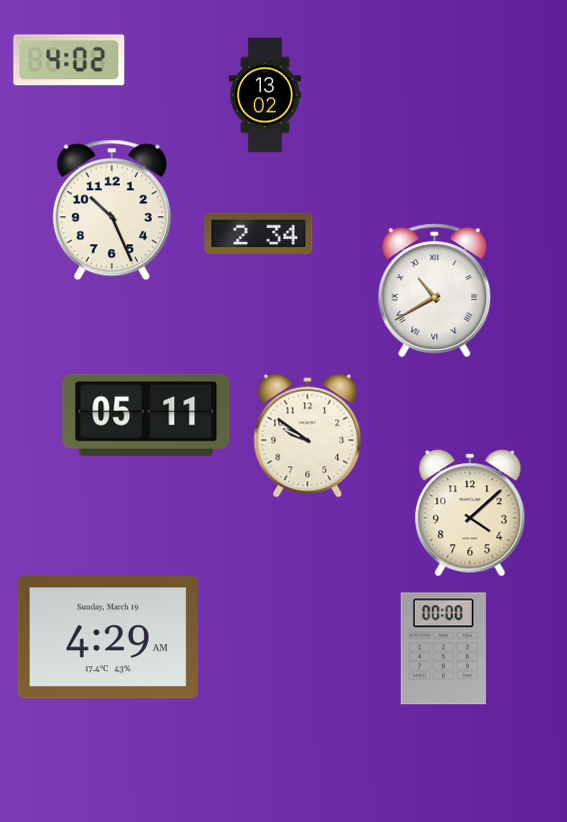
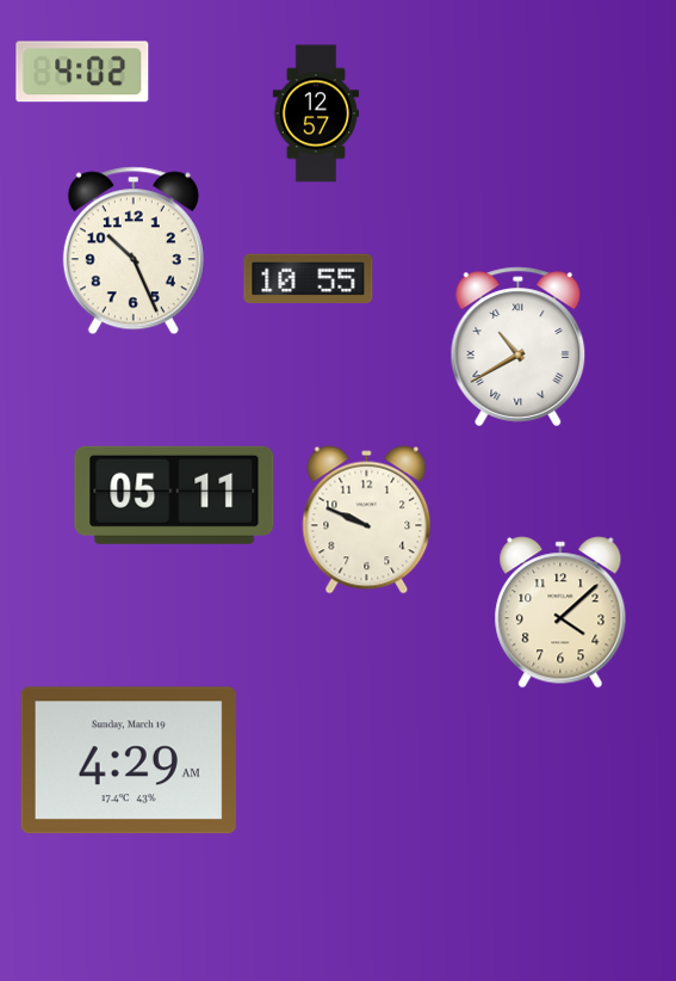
clock at (264, 95): 13:02 -> 12:57
clock at (259, 233): 2:34 -> 10:55
clock at (308, 436): 9:51 -> 9:49
clock at (443, 649): 00:00 -> none
